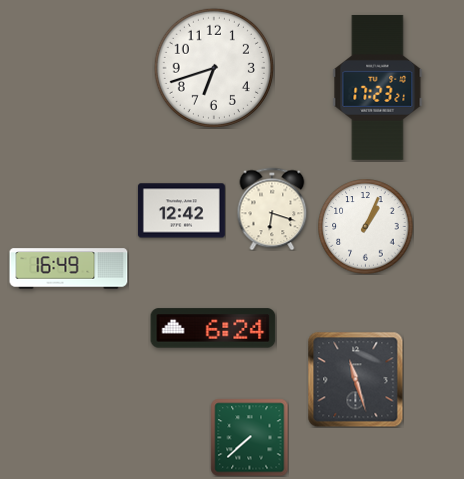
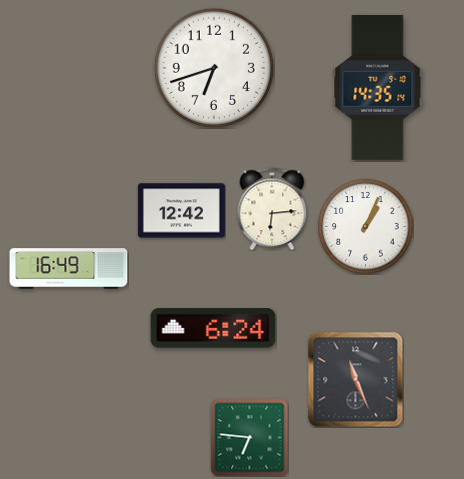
clock at (378, 87): 17:23 -> 14:35
clock at (272, 209): 6:18 -> 6:14
clock at (355, 379): 11:27 -> 11:26
clock at (249, 437): 7:38 -> 6:46
